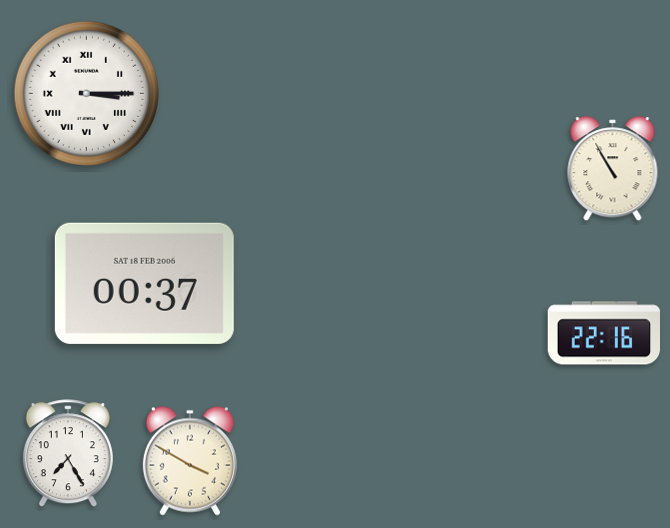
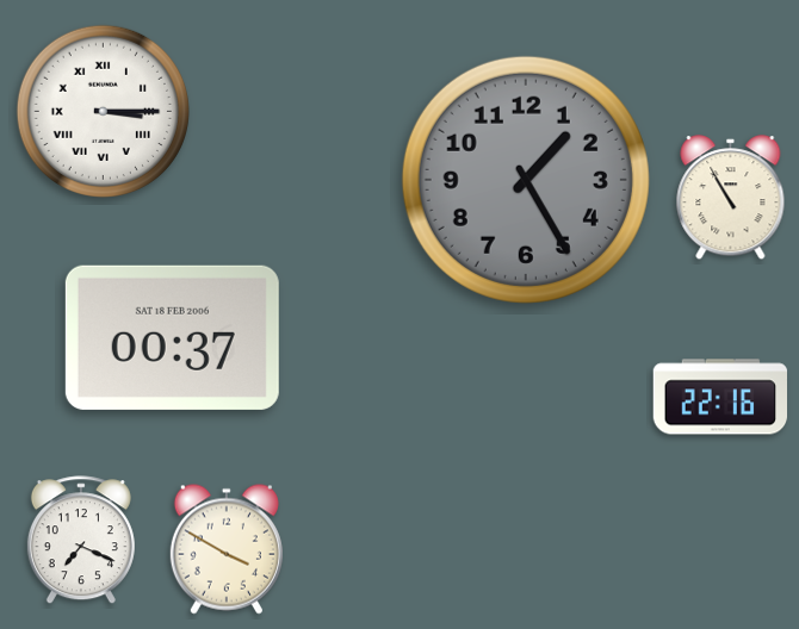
clock at (526, 180): none -> 1:25
clock at (613, 169) position: (613, 169) -> (731, 198)
clock at (68, 454): 7:25 -> 7:19
